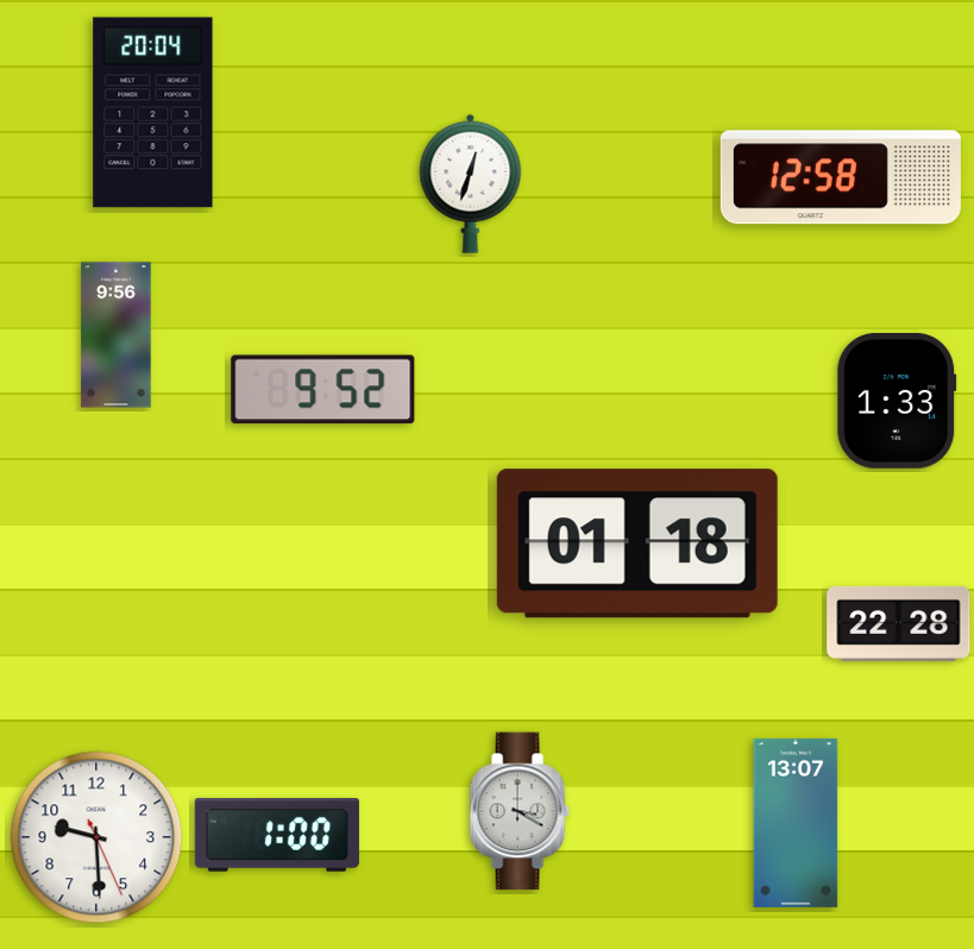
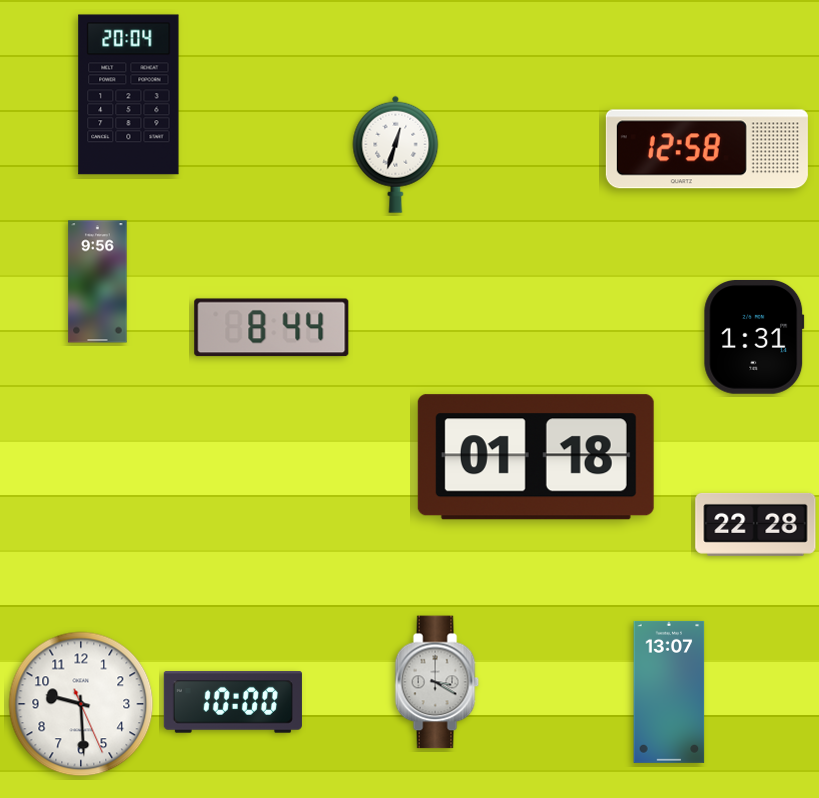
clock at (323, 390): 9:52 -> 8:44
clock at (897, 402): 1:33 -> 1:31
clock at (277, 835): 1:00 -> 10:00
